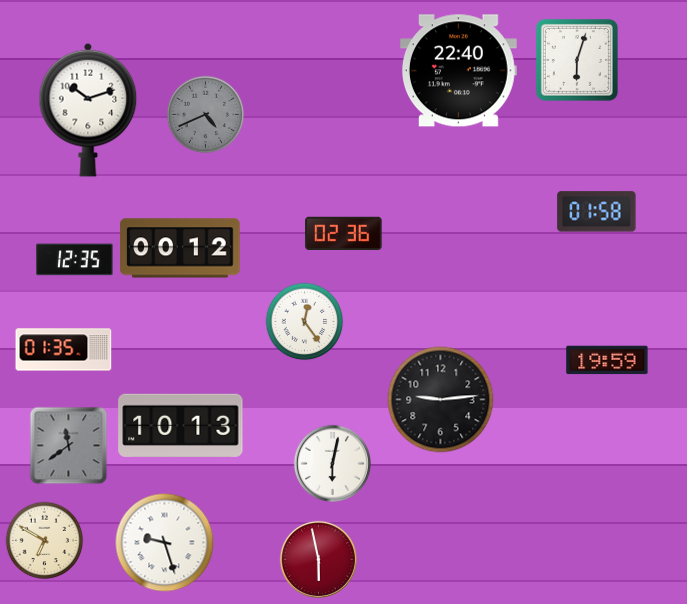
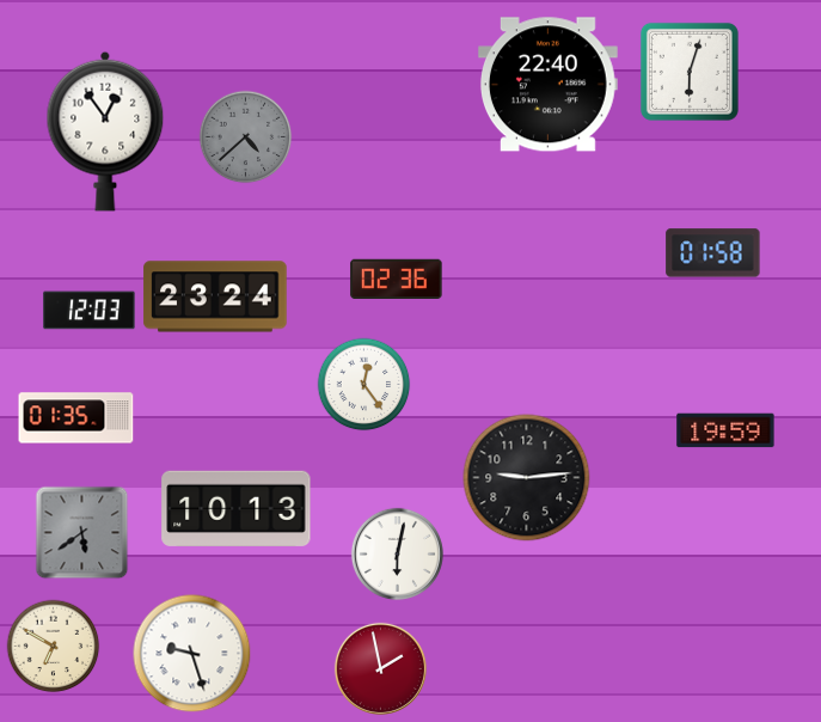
clock at (88, 110): 10:12 -> 12:54
clock at (205, 114): 4:41 -> 4:38
clock at (344, 233) position: (344, 233) -> (397, 279)
clock at (180, 248): 00:12 -> 23:24
clock at (75, 260): 12:35 -> 12:03
clock at (181, 425) position: (181, 425) -> (237, 508)
clock at (68, 445): 11:39 -> 5:39
clock at (165, 543) position: (165, 543) -> (192, 654)
clock at (318, 559): 5:58 -> 1:58
